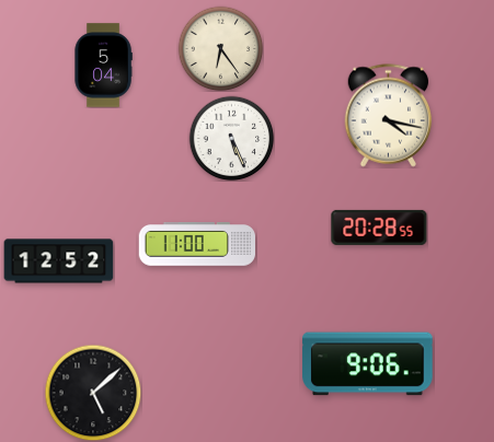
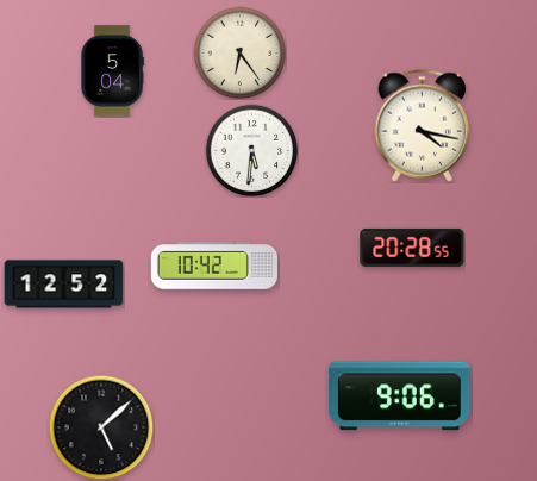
clock at (231, 138): 5:26 -> 5:31
clock at (197, 244): 11:00 -> 10:42
